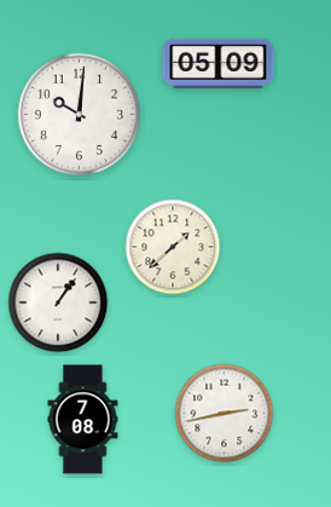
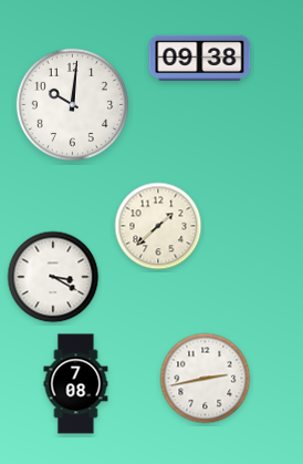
clock at (219, 64): 05:09 -> 09:38
clock at (58, 303): 1:06 -> 3:20
